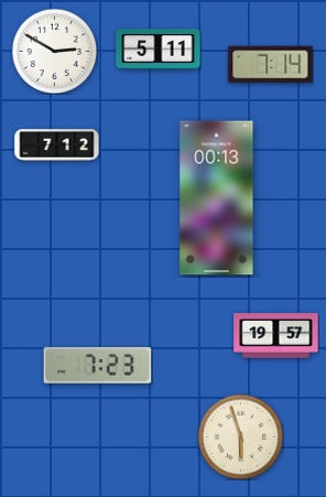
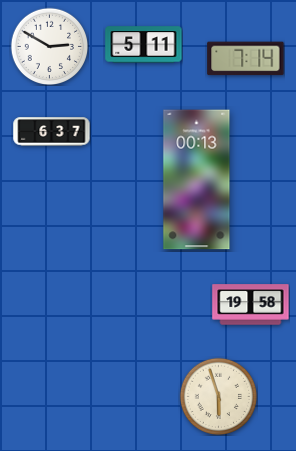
clock at (57, 145): 7:12 -> 6:37
clock at (276, 336): 19:57 -> 19:58
clock at (98, 366): 7:23 -> none
